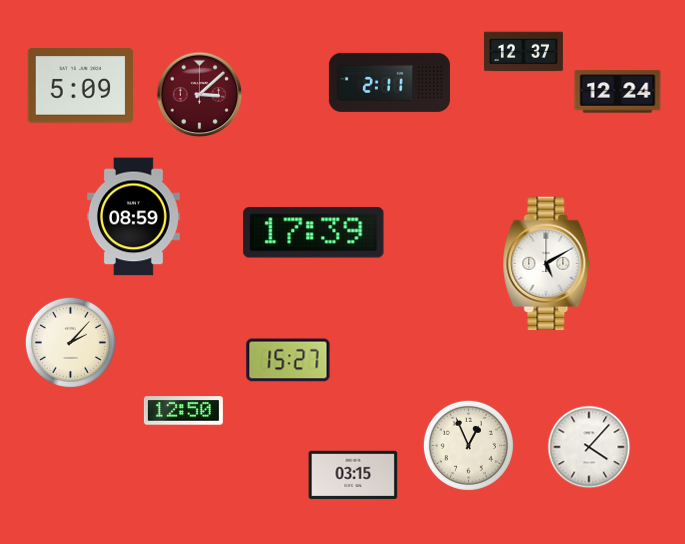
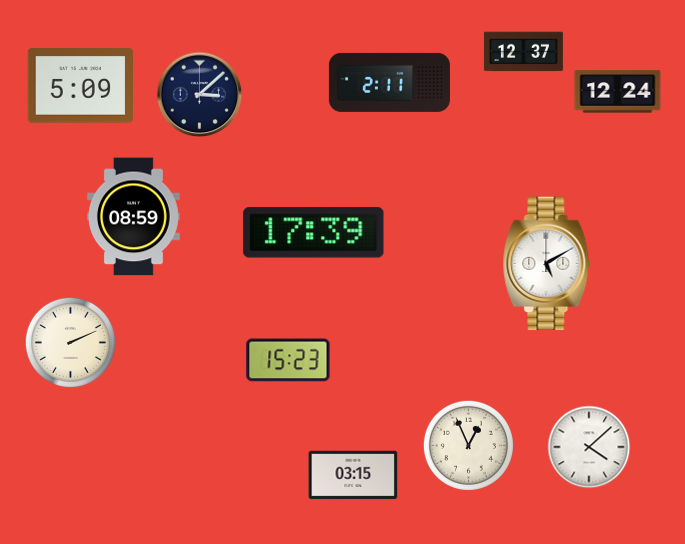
clock at (200, 95) dial: burgundy -> navy
clock at (70, 342): 2:07 -> 2:11
clock at (288, 360): 15:27 -> 15:23
clock at (183, 411): 12:50 -> none
clock at (589, 447): 4:07 -> 4:08
